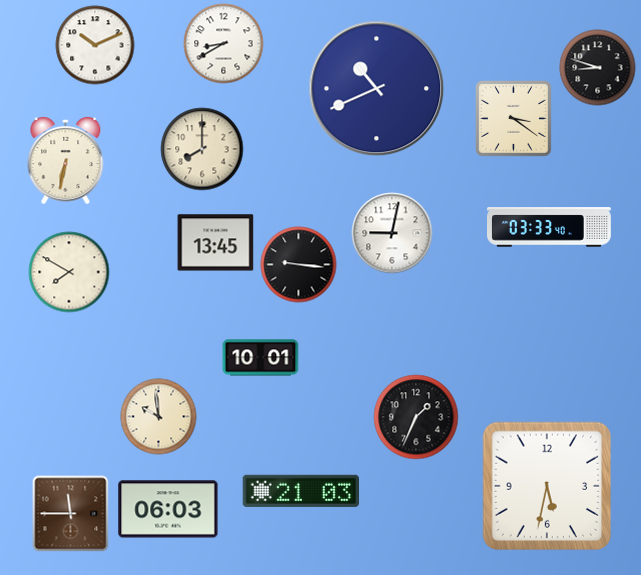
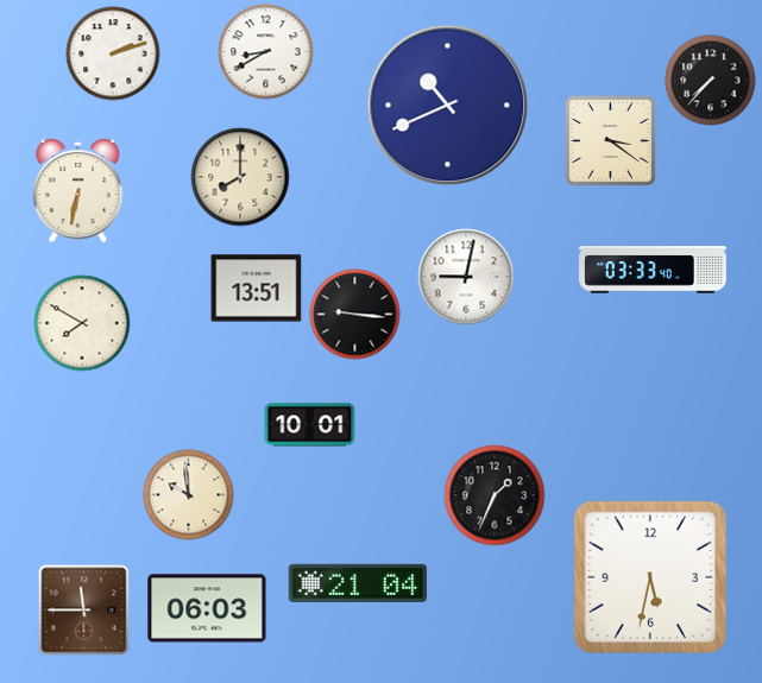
clock at (95, 45): 10:11 -> 2:12
clock at (598, 68): 8:48 -> 7:37
clock at (216, 243): 13:45 -> 13:51
clock at (301, 491): 21:03 -> 21:04
clock at (168, 509) position: (168, 509) -> (207, 608)
